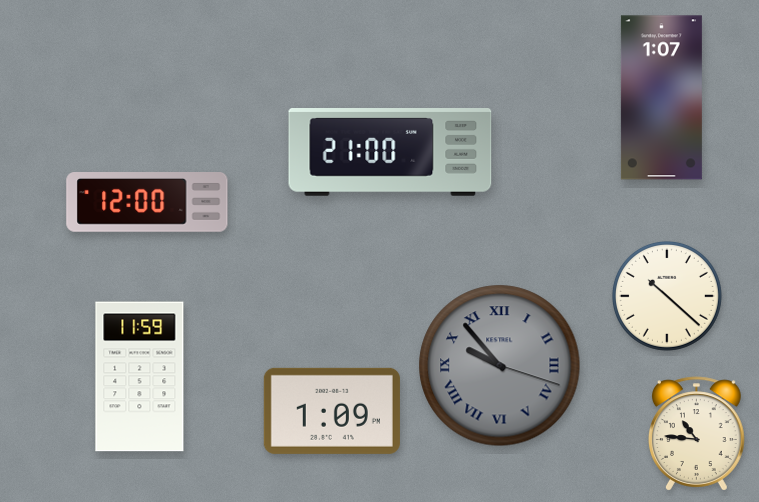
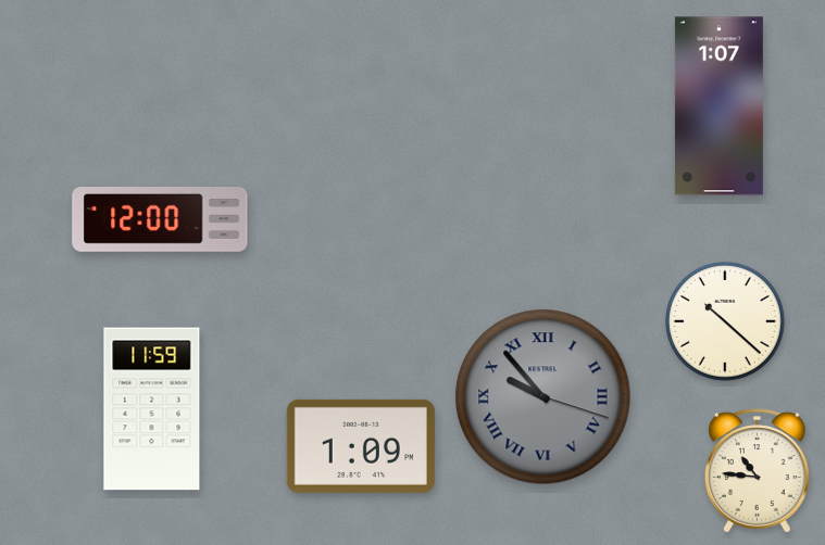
clock at (390, 153): 21:00 -> none
